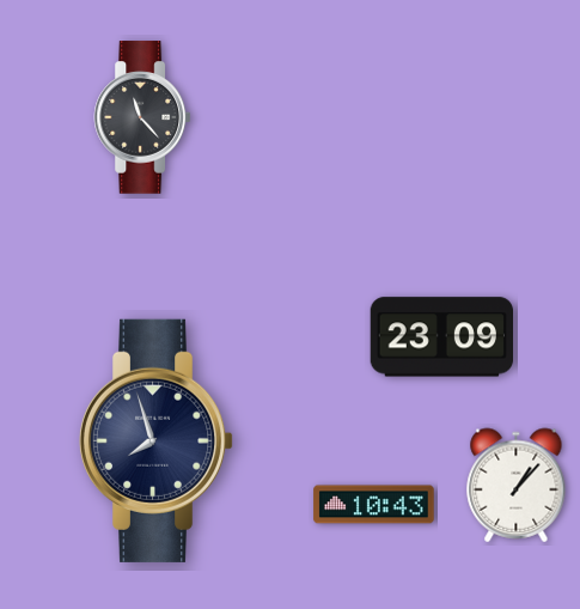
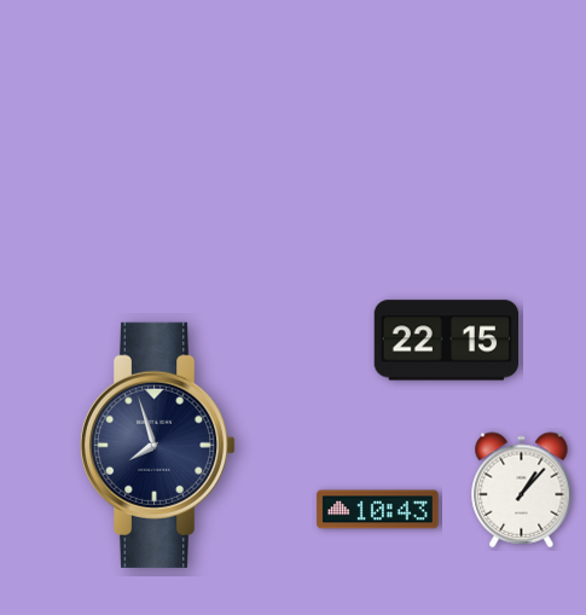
clock at (142, 117): 11:23 -> none
clock at (442, 337): 23:09 -> 22:15
